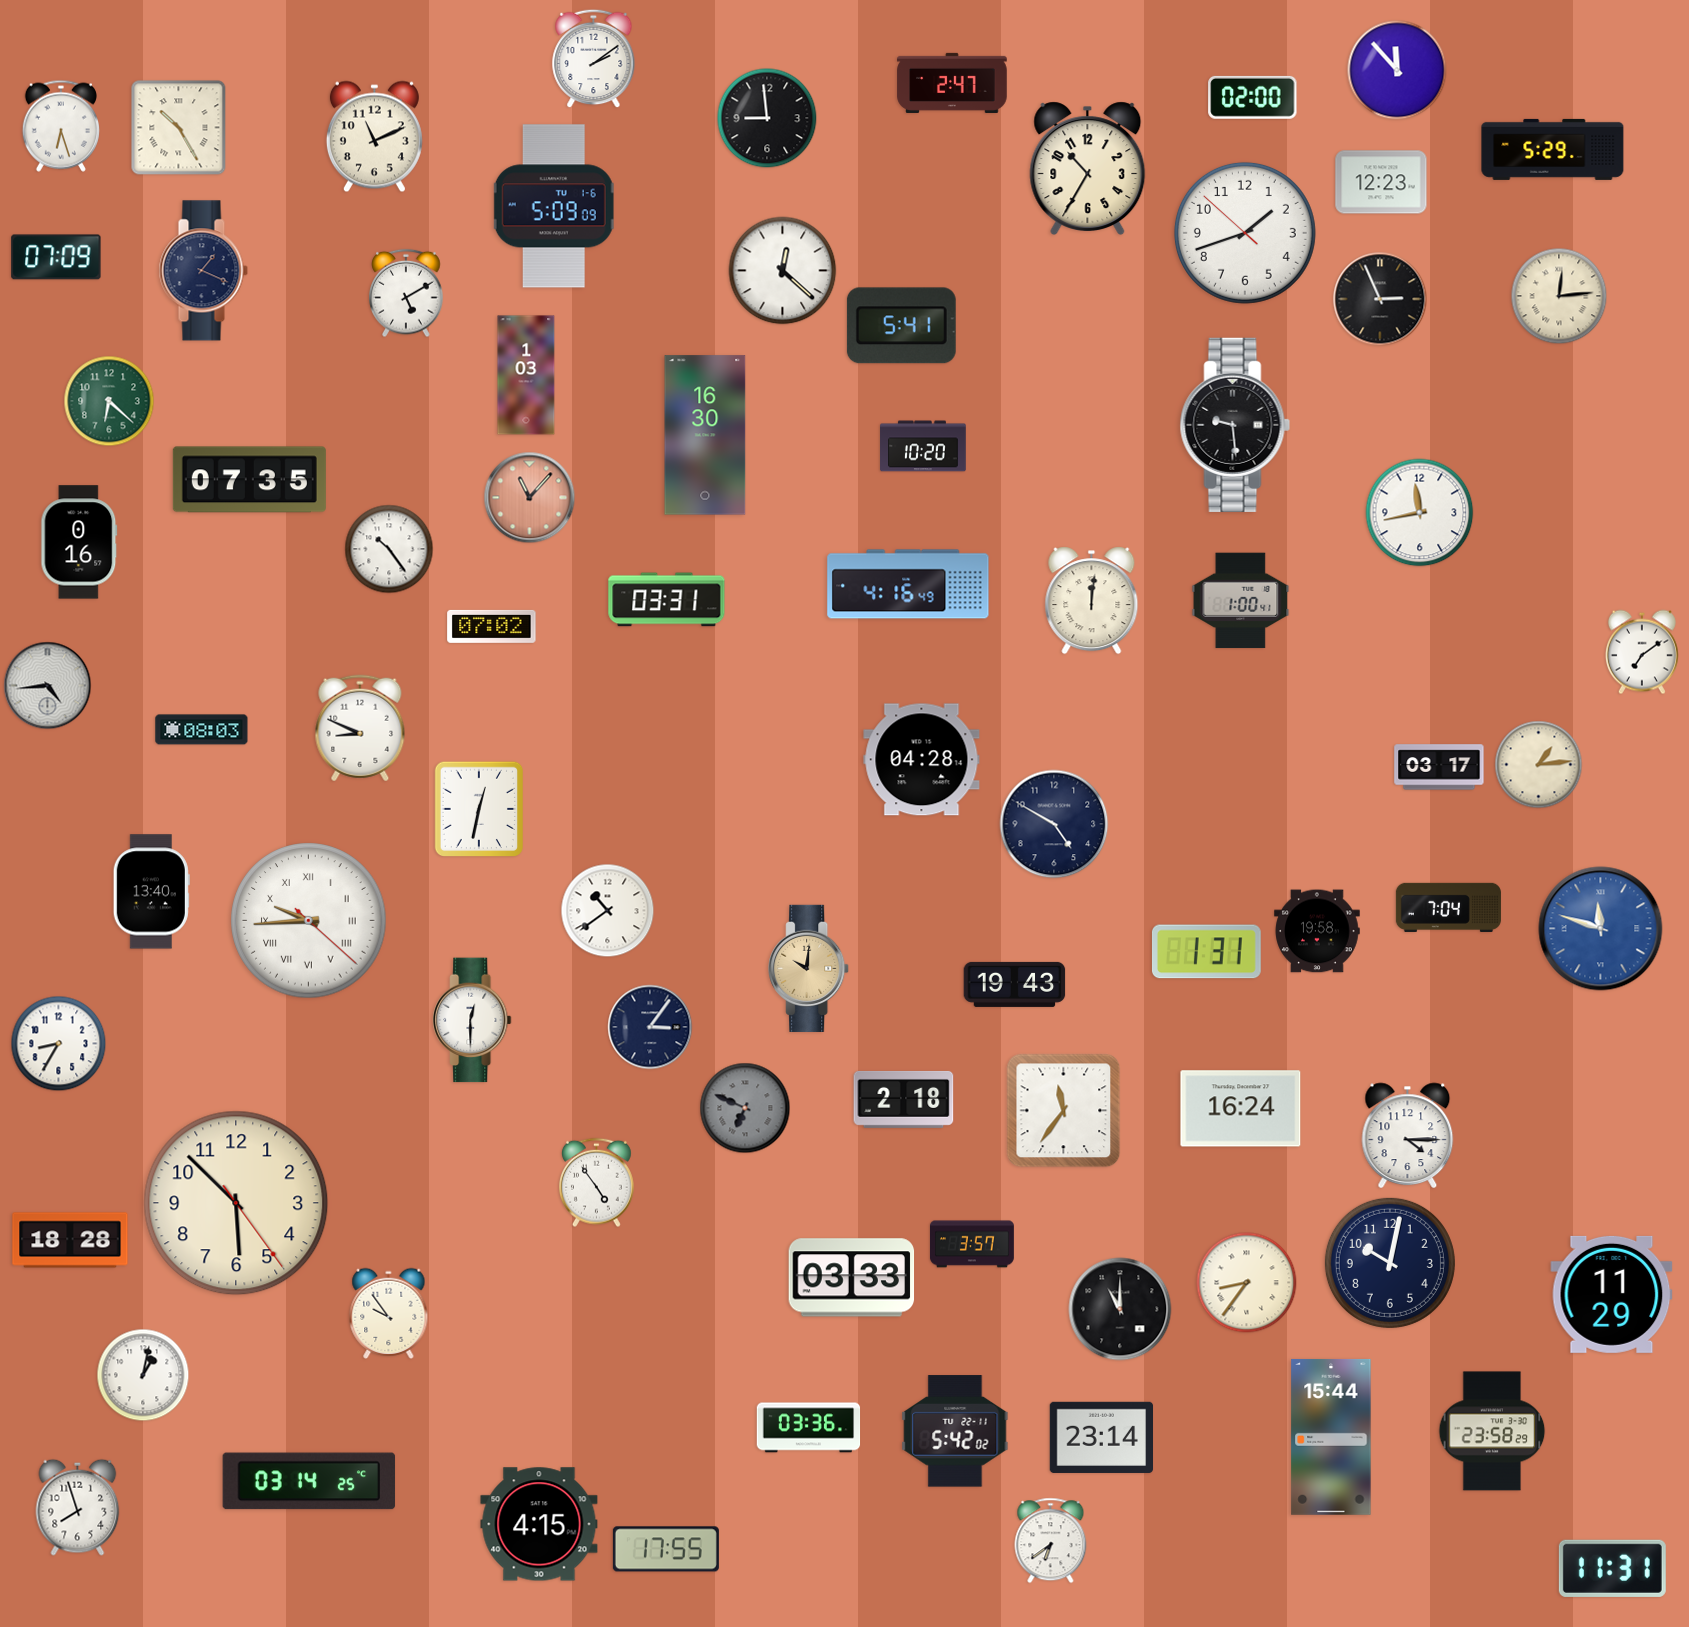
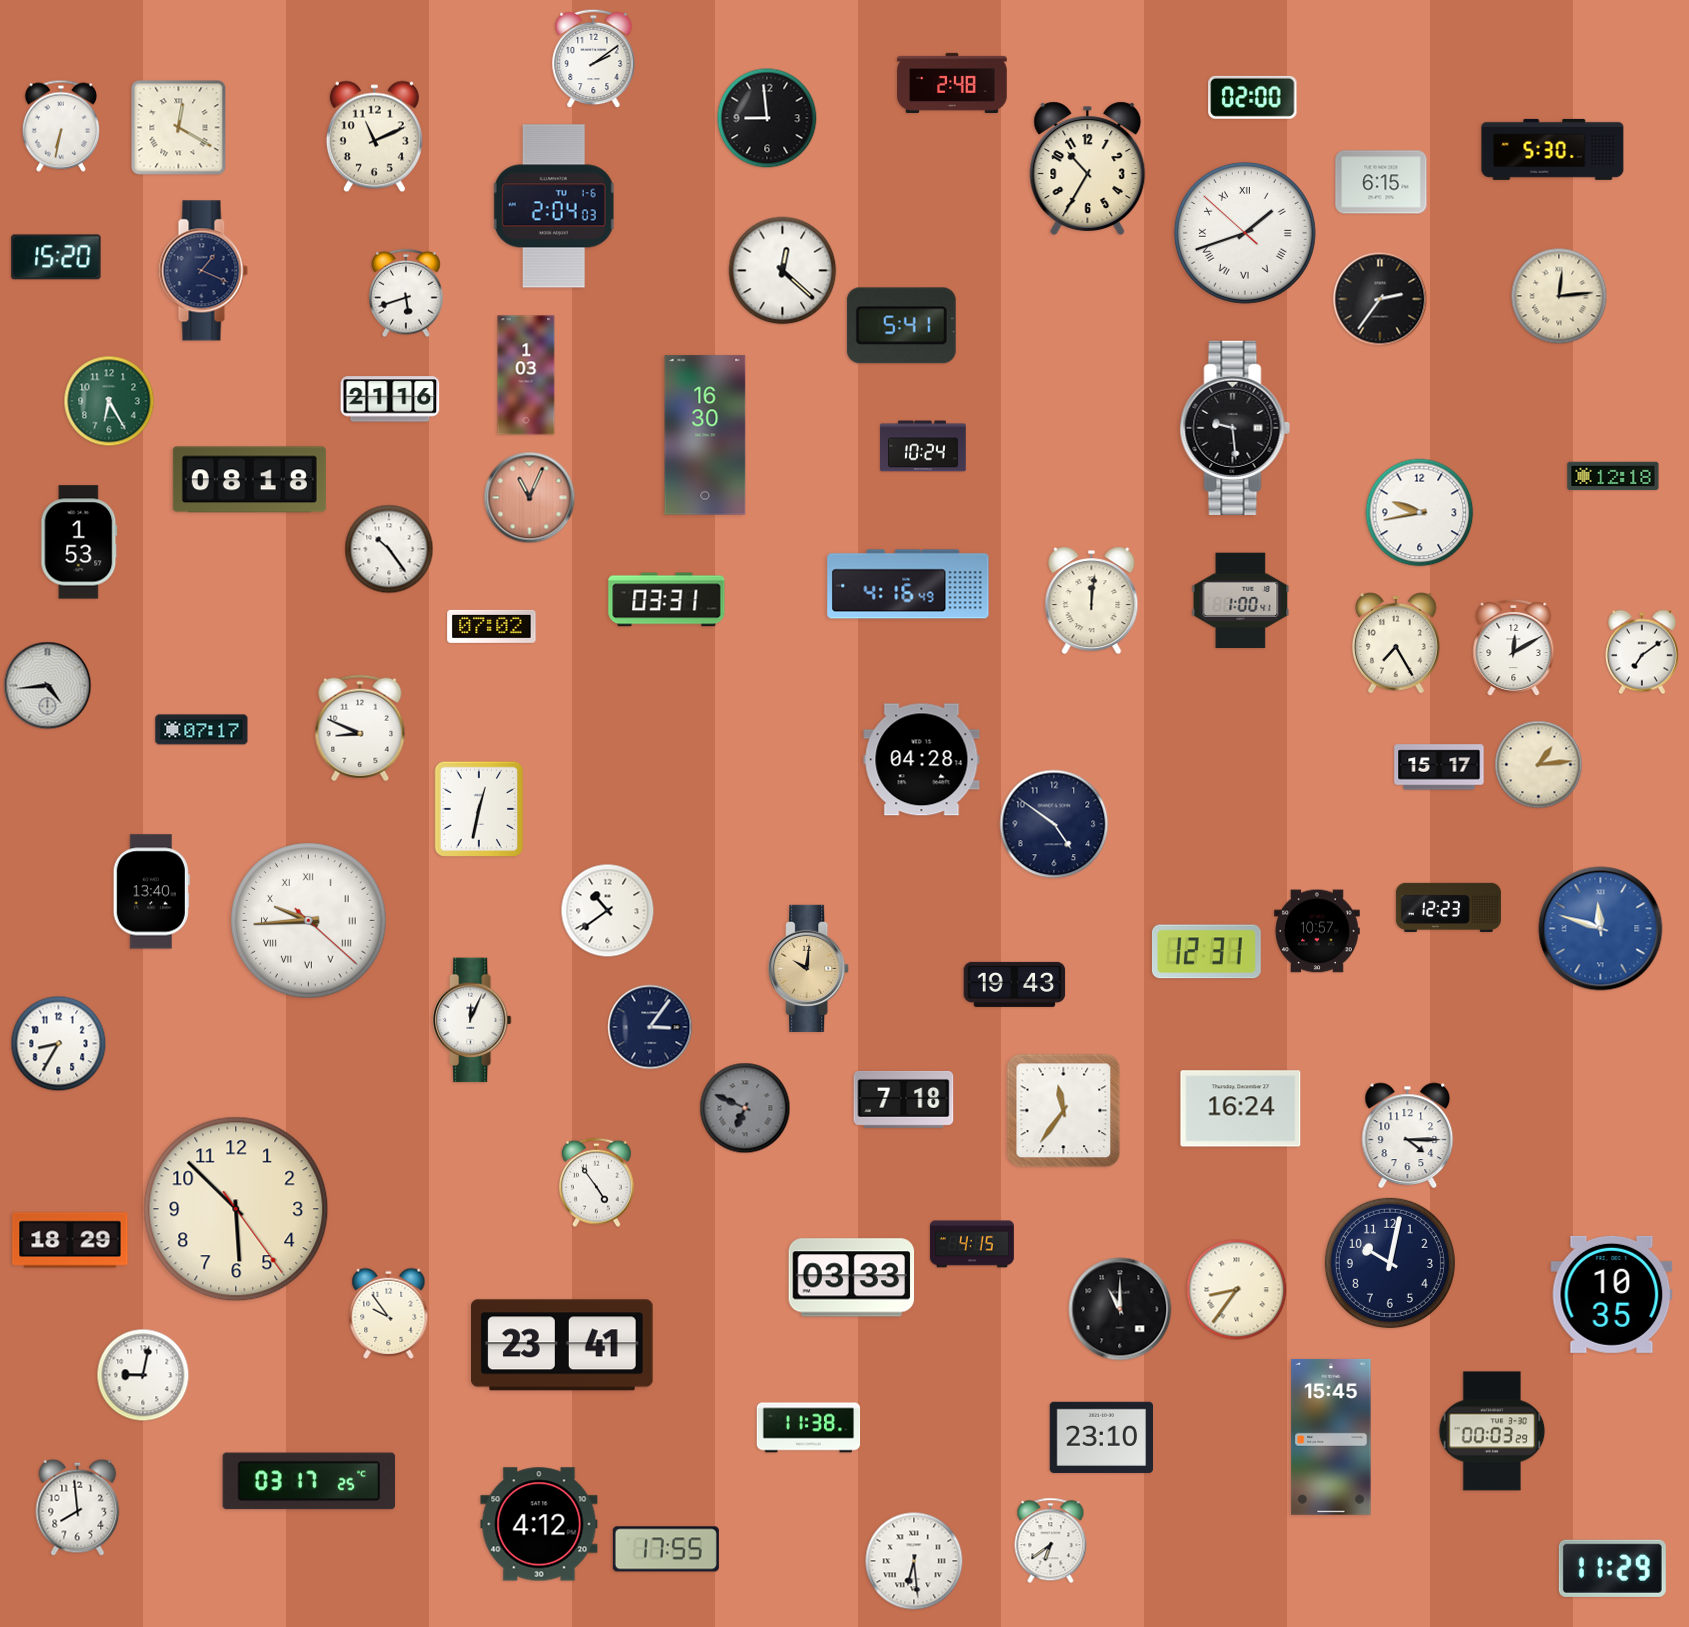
clock at (1397, 70): 11:53 -> none
clock at (952, 83): 2:47 -> 2:48
clock at (61, 126): 6:27 -> 6:32
clock at (179, 128): 10:25 -> 12:20
clock at (1553, 149): 5:29 -> 5:30
clock at (1381, 182): 12:23 -> 6:15
clock at (554, 206): 5:09 -> 2:04
clock at (1245, 233) numerals: Arabic -> Roman
clock at (56, 257): 07:09 -> 15:20
clock at (406, 293): 5:10 -> 5:42
clock at (1380, 299): 2:56 -> 2:36
clock at (390, 399): none -> 21:16
clock at (109, 401): 6:22 -> 6:25
clock at (1235, 425) position: (1235, 425) -> (1235, 428)
clock at (923, 446): 10:20 -> 10:24
clock at (1613, 476): none -> 12:18
clock at (249, 480): 07:35 -> 08:18
clock at (530, 498): 11:07 -> 11:04
clock at (1420, 513): 11:43 -> 9:43
clock at (79, 542): 0:16 -> 1:53
clock at (1397, 643): none -> 7:25
clock at (1514, 648): none -> 12:10
clock at (202, 730): 08:03 -> 07:17
clock at (1439, 767): 03:17 -> 15:17
clock at (1054, 824): 4:50 -> 4:51
clock at (1448, 907): 7:04 -> 12:23
clock at (1317, 931): 19:58 -> 10:57
clock at (1206, 952): 1:31 -> 12:31
clock at (472, 1020): 12:30 -> 12:04
clock at (904, 1099): 2:18 -> 7:18
clock at (236, 1203) position: (236, 1203) -> (236, 1209)
clock at (70, 1240): 18:28 -> 18:29
clock at (972, 1244): 3:57 -> 4:15
clock at (1247, 1283) position: (1247, 1283) -> (1237, 1290)
clock at (1612, 1294): 11:29 -> 10:35
clock at (563, 1345): none -> 23:41
clock at (143, 1375): 1:02 -> 9:02
clock at (809, 1428): 03:36 -> 11:38
clock at (955, 1431): 5:42 -> none
clock at (1492, 1431): 23:58 -> 00:03
clock at (1101, 1437): 23:14 -> 23:10
clock at (1331, 1437): 15:44 -> 15:45
clock at (309, 1481): 03:14 -> 03:17
clock at (78, 1507): 7:57 -> 7:59
clock at (539, 1524): 4:15 -> 4:12
clock at (914, 1561): none -> 6:29
clock at (1612, 1568): 11:31 -> 11:29
